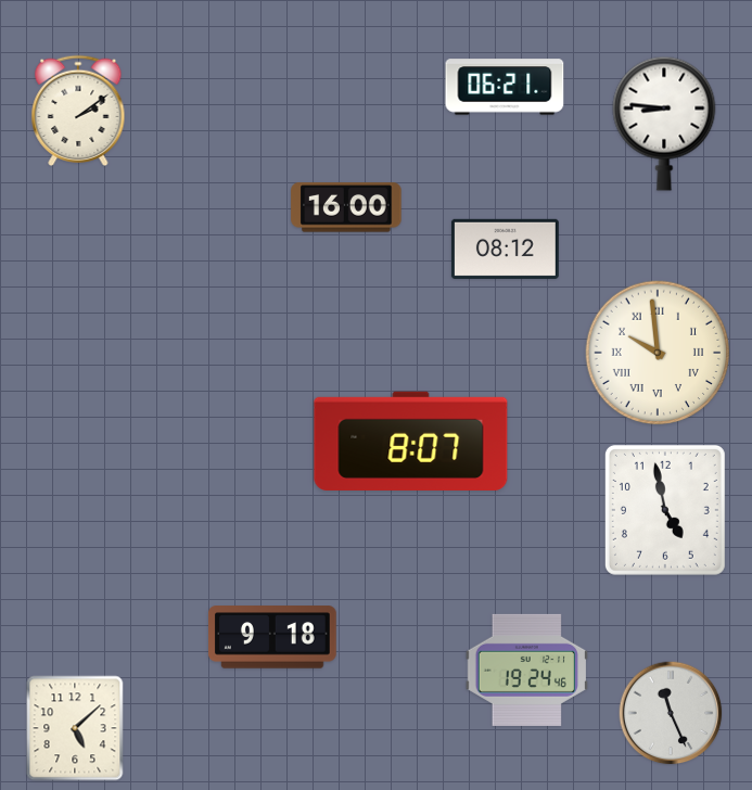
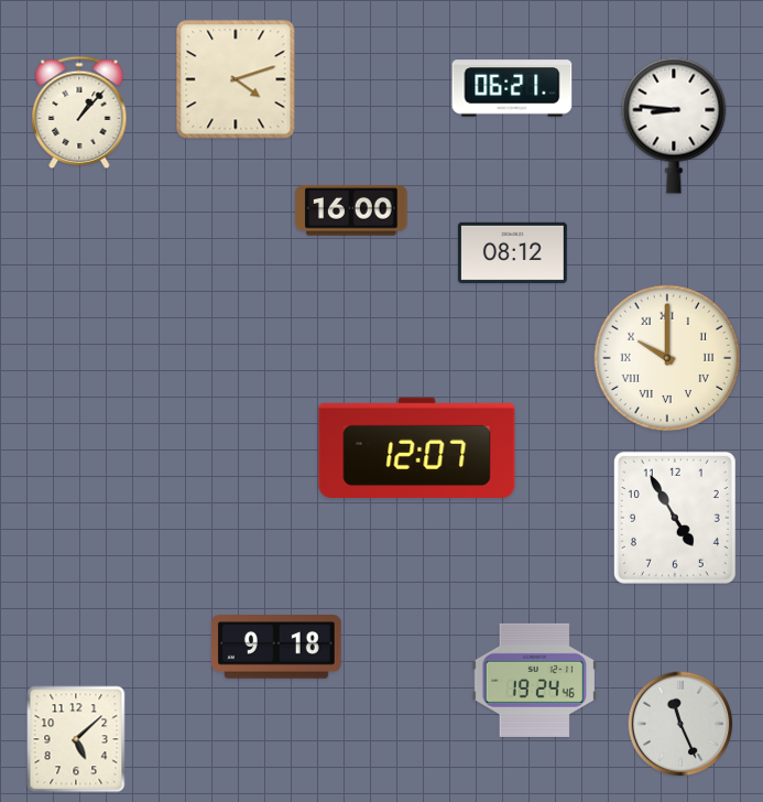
clock at (236, 79): none -> 4:12
clock at (78, 110): 2:09 -> 1:07
clock at (658, 353): 9:59 -> 10:00
clock at (411, 441): 8:07 -> 12:07
clock at (665, 510): 4:58 -> 4:55
